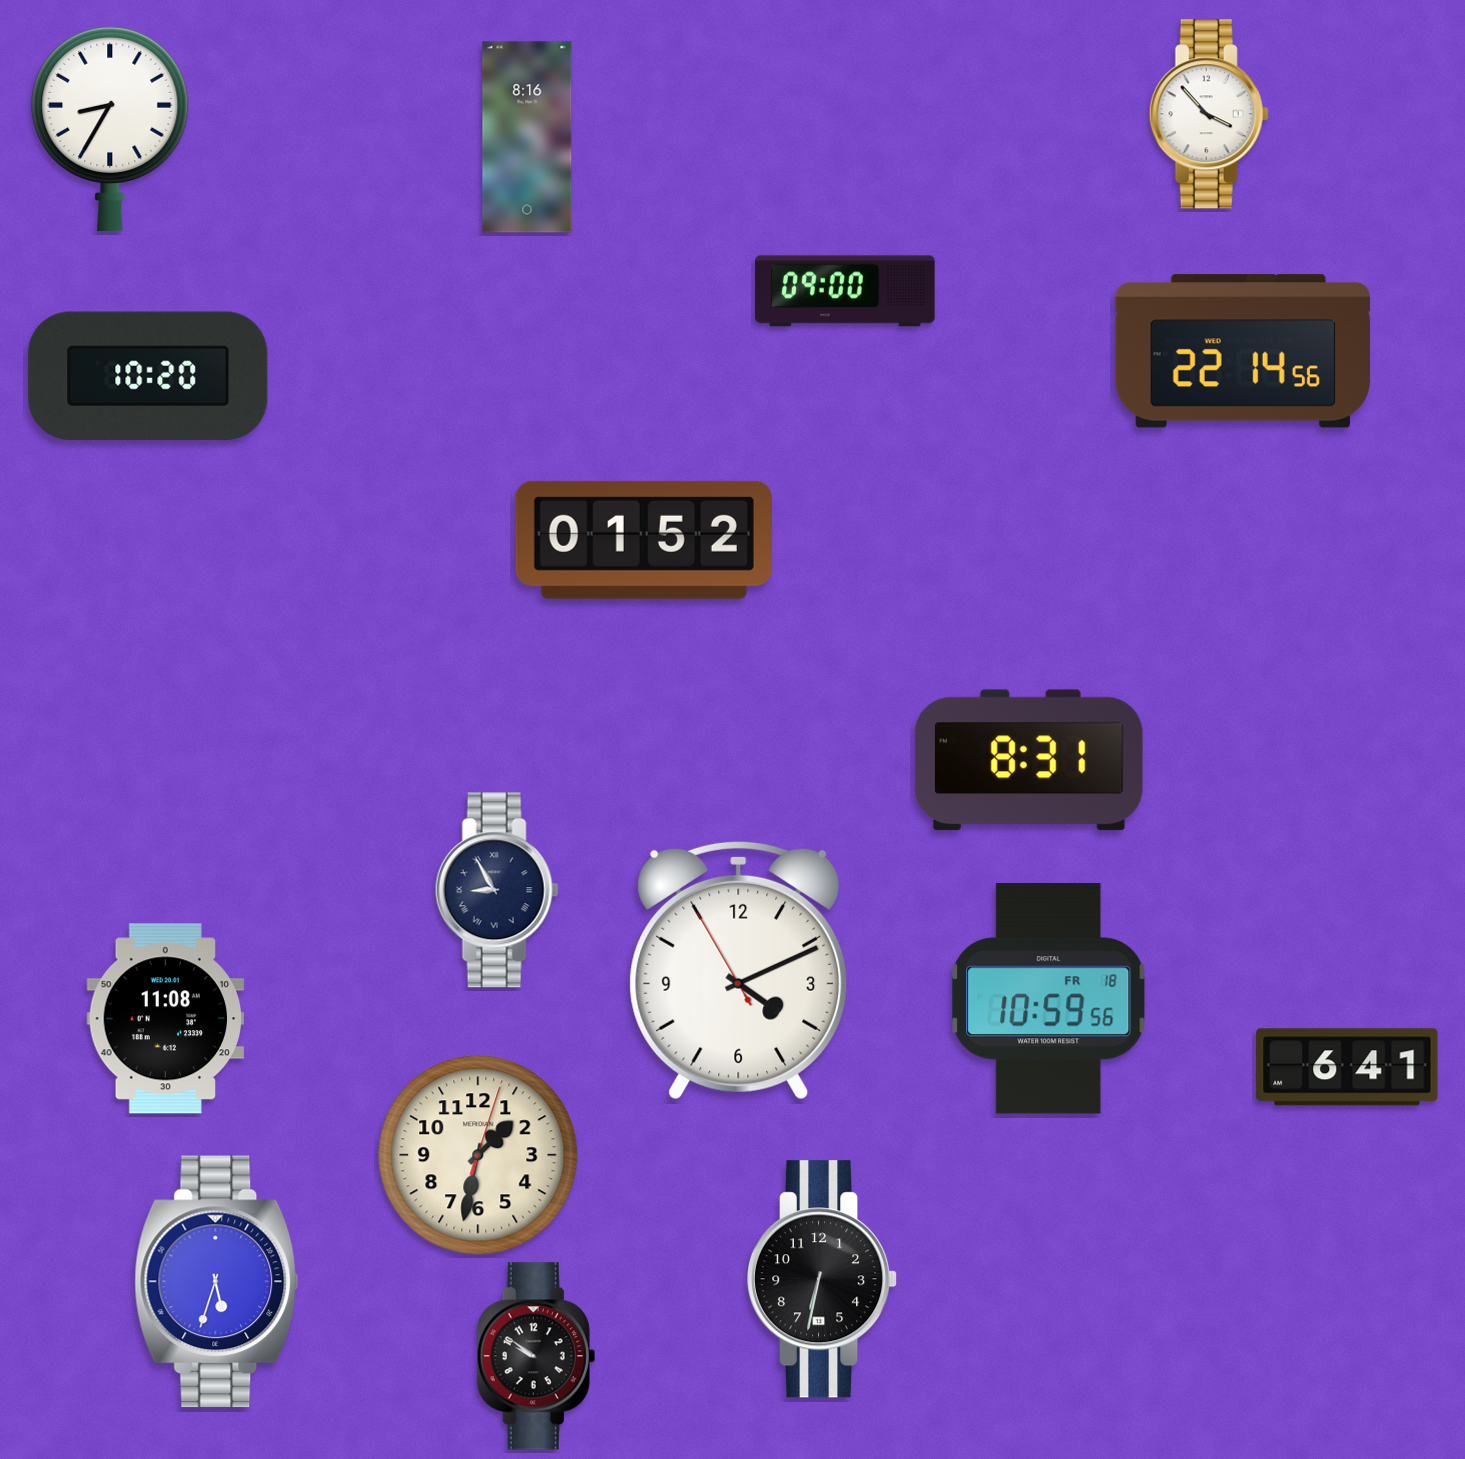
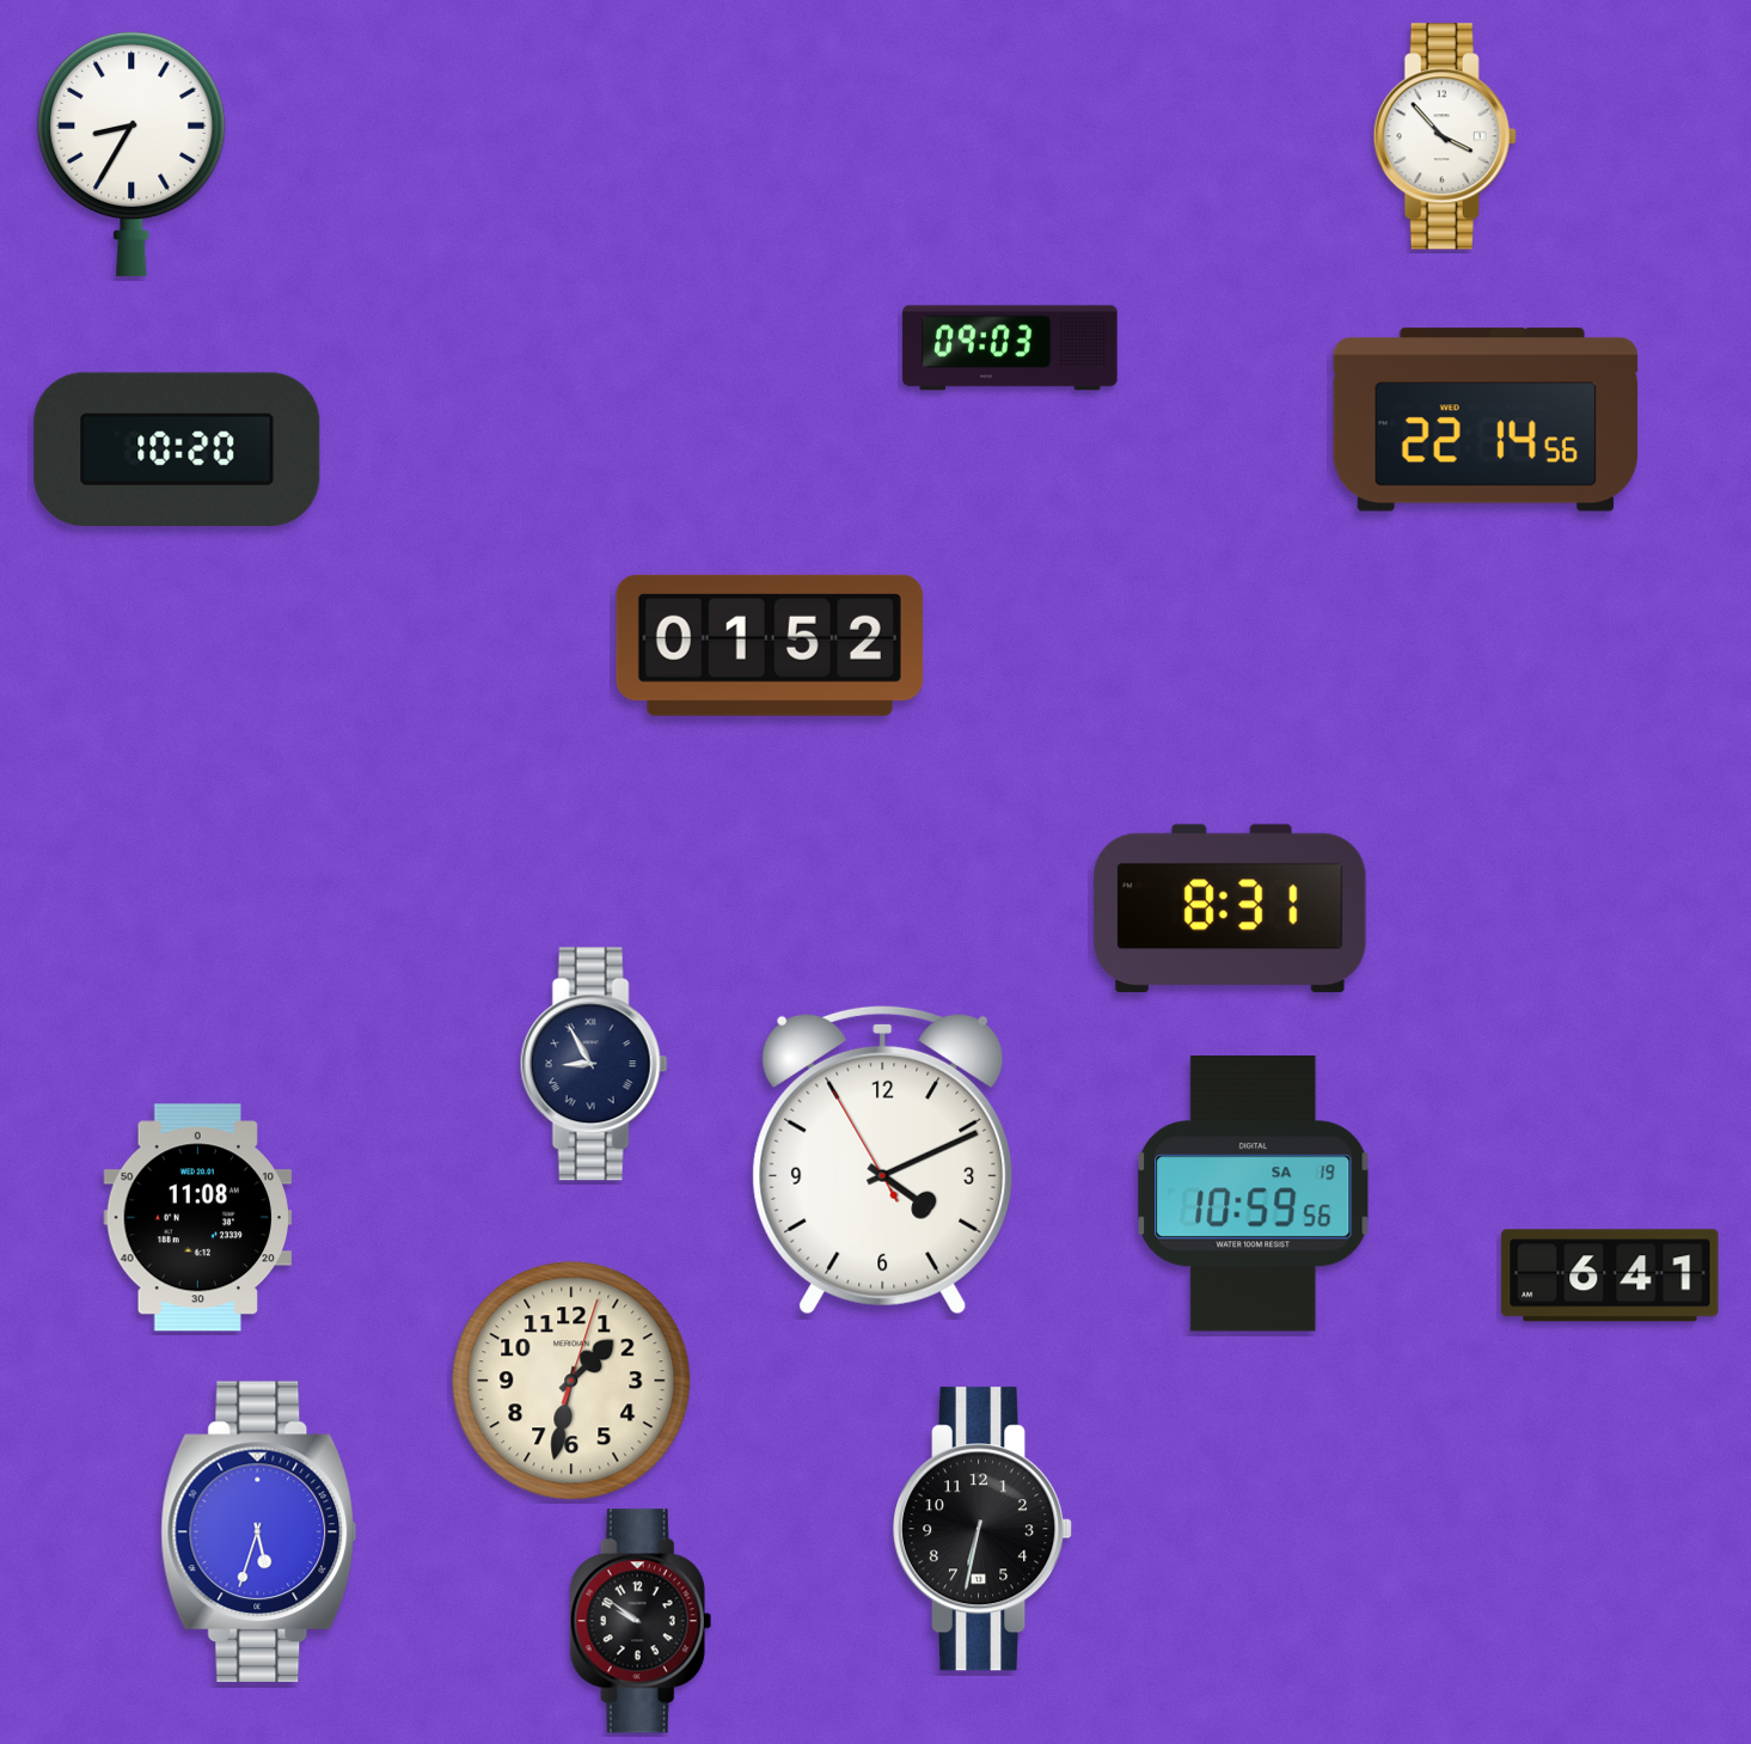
clock at (527, 137): 8:16 -> none
clock at (845, 291): 09:00 -> 09:03
clock at (1049, 999) date: FR 18 -> SA 19
